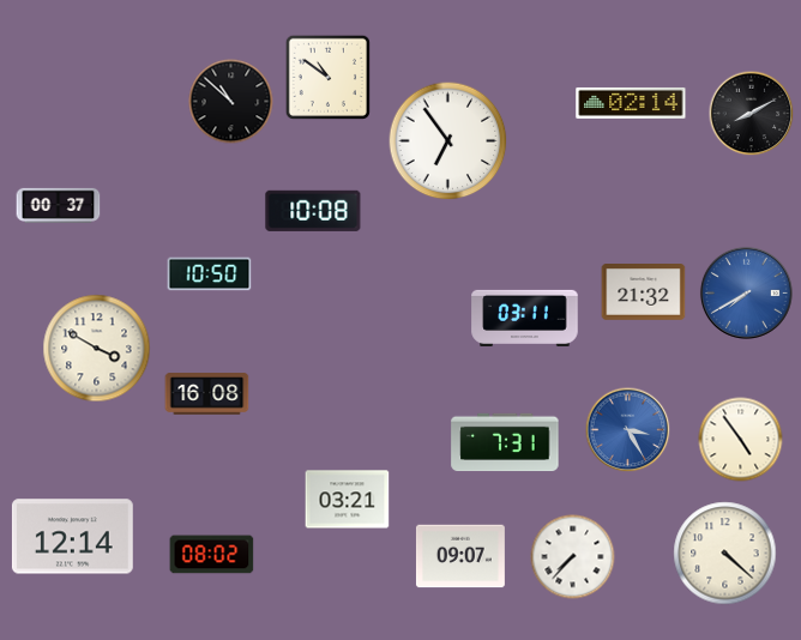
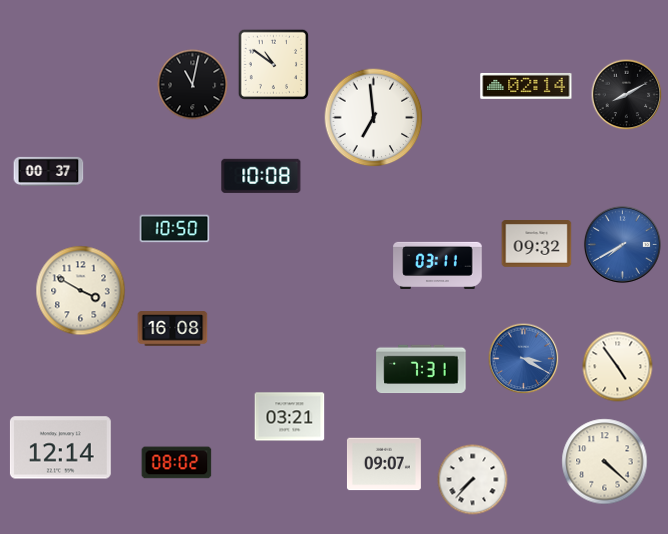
clock at (231, 102): 10:52 -> 11:02
clock at (448, 141): 6:54 -> 6:59
clock at (644, 292): 21:32 -> 09:32
clock at (628, 430): 3:25 -> 3:20
clock at (573, 557) position: (573, 557) -> (473, 480)
